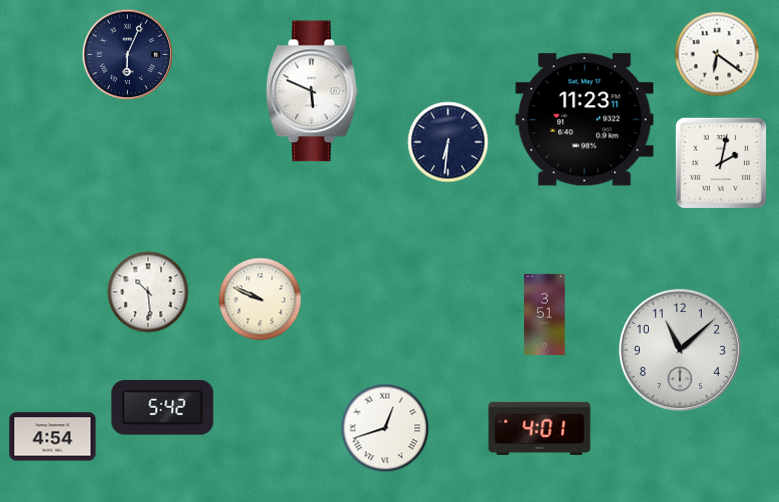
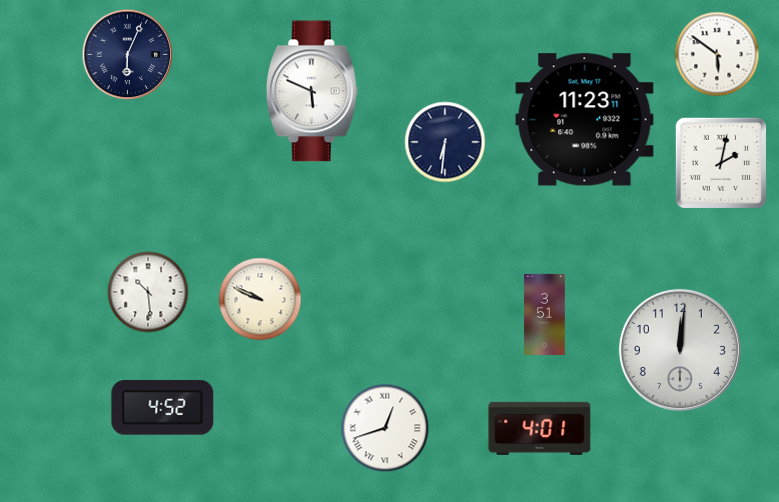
clock at (717, 54): 6:21 -> 5:51
clock at (448, 142) position: (448, 142) -> (445, 142)
clock at (680, 350): 11:08 -> 12:01
clock at (163, 408): 5:42 -> 4:52
clock at (53, 437): 4:54 -> none
